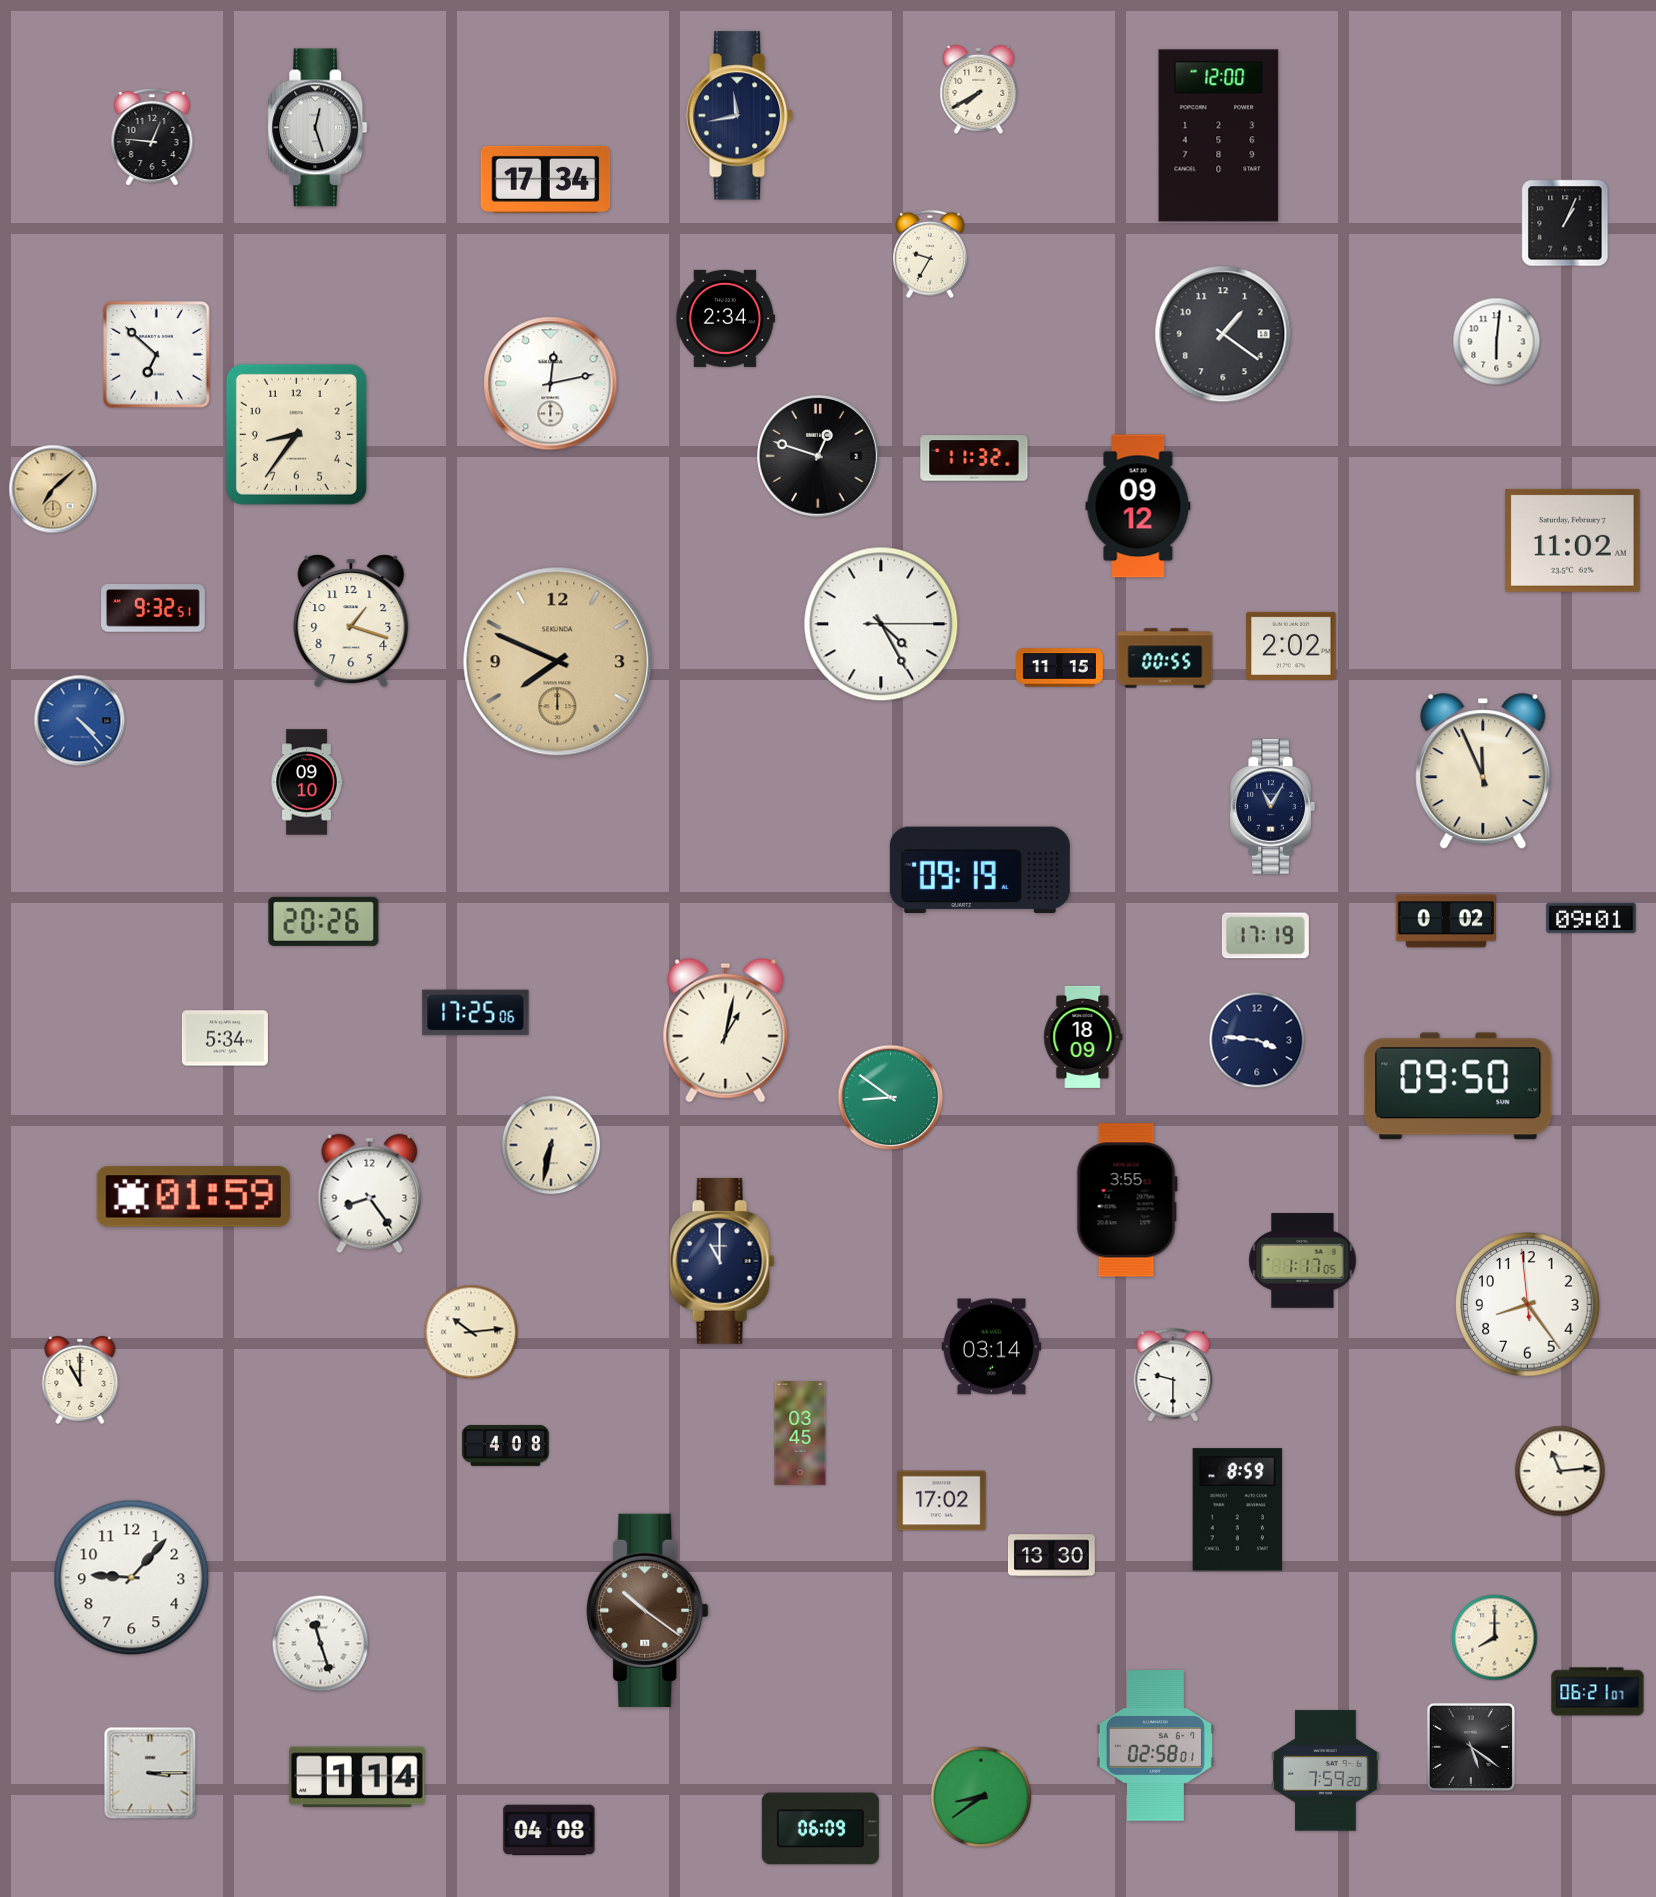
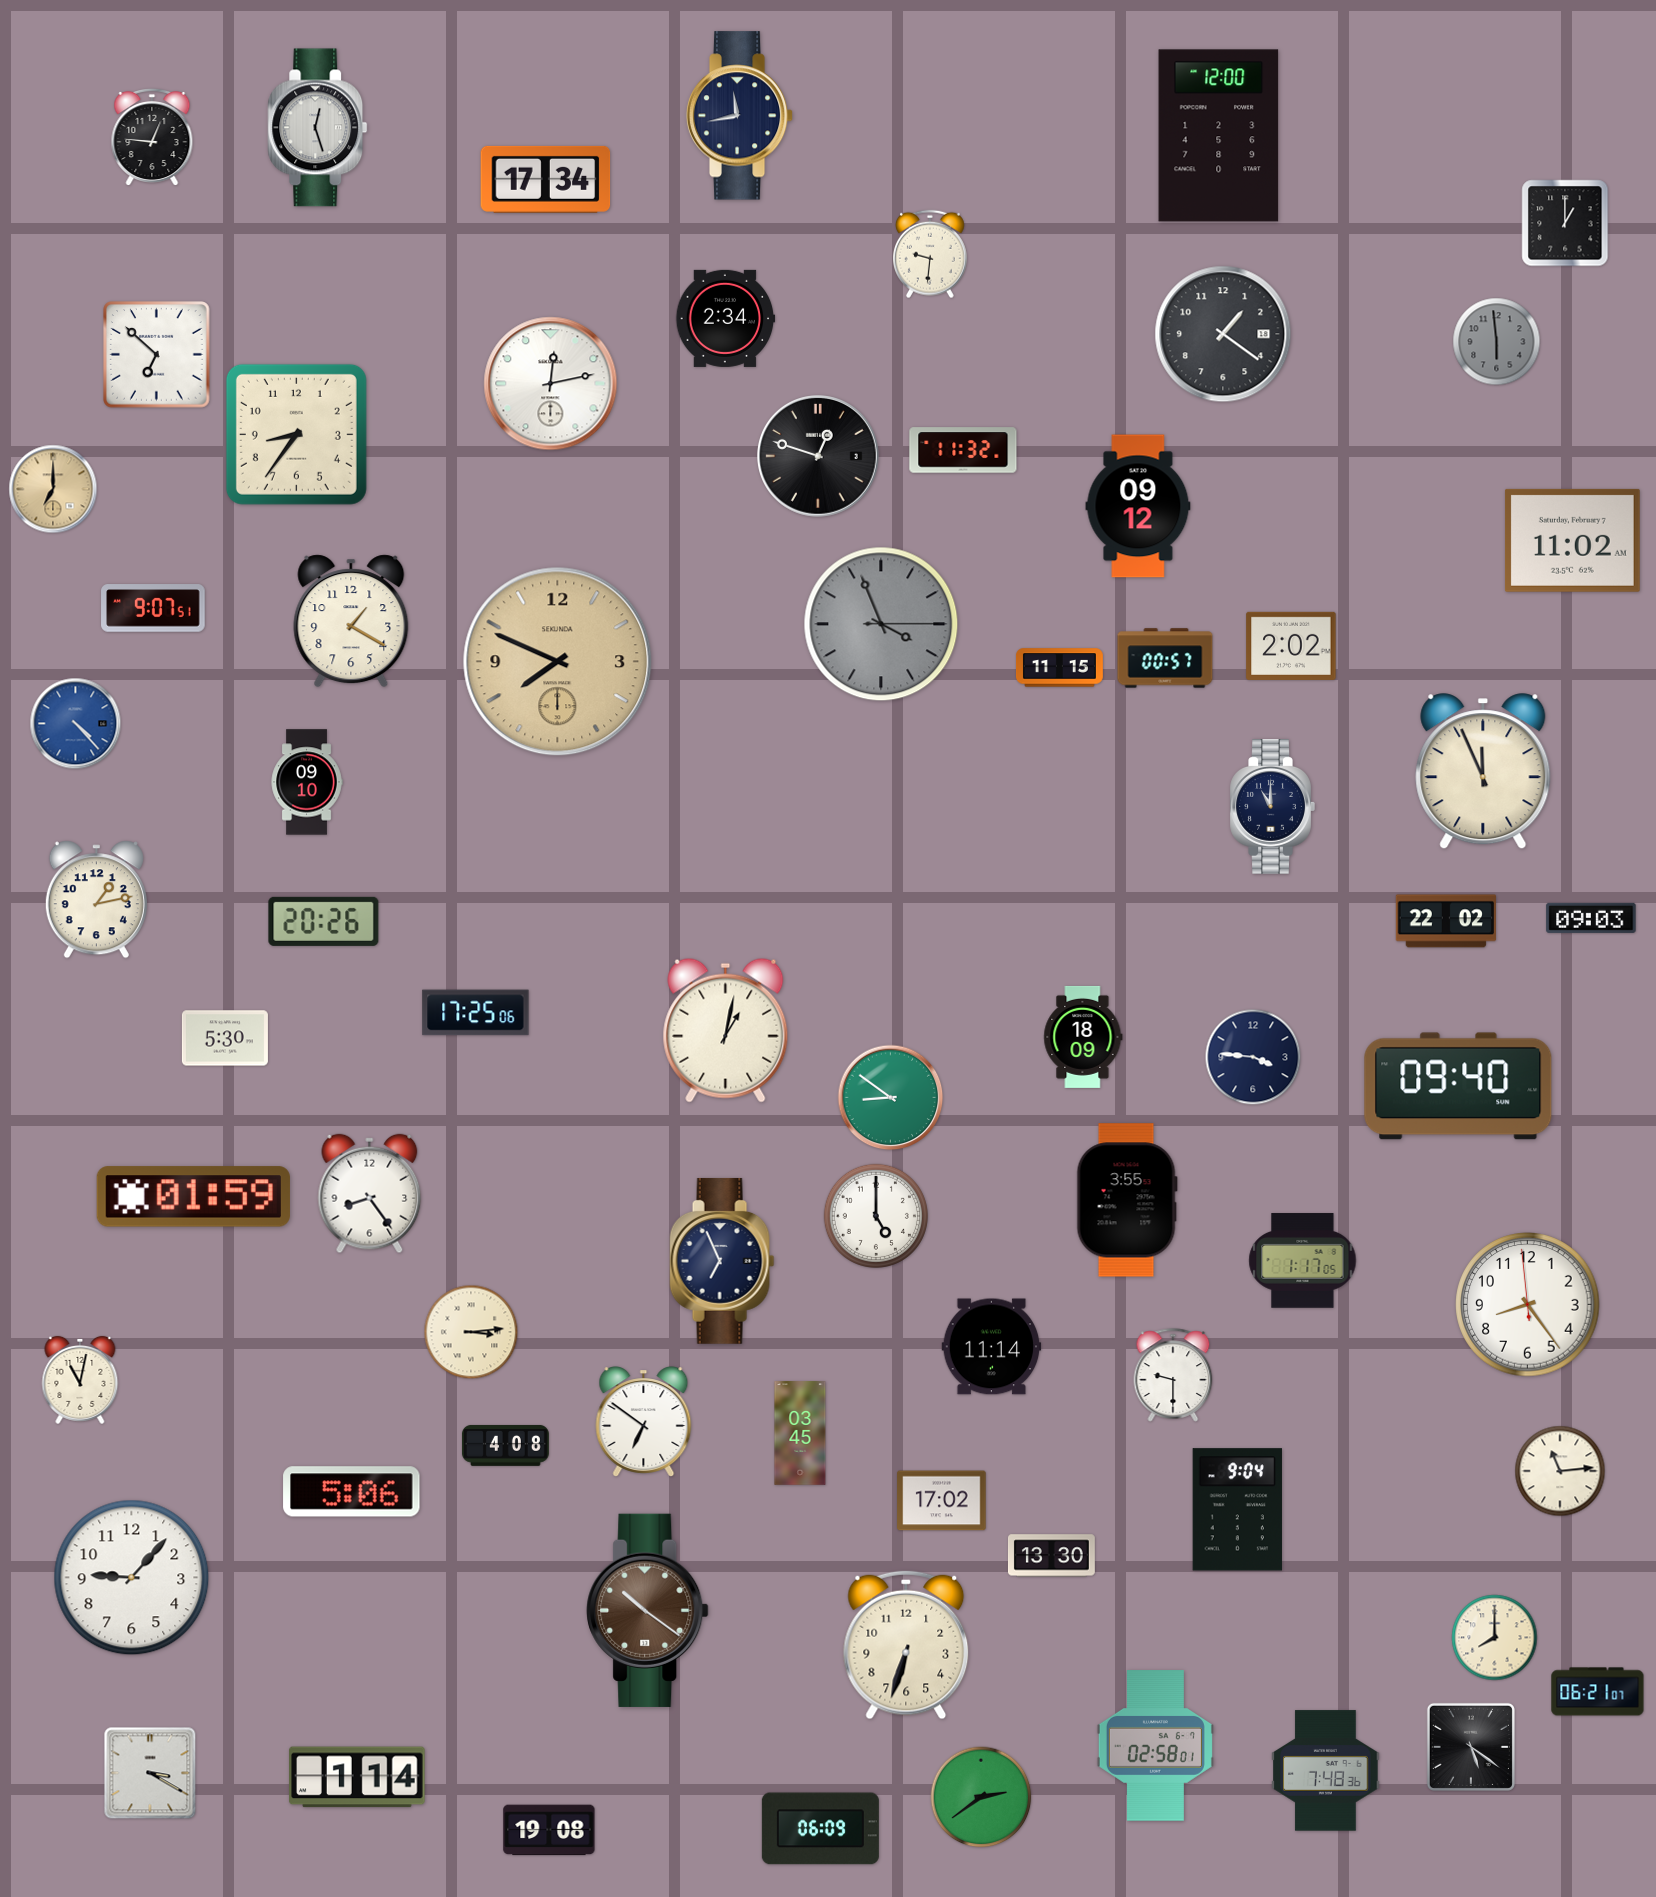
clock at (979, 89): 7:40 -> none
clock at (1565, 223): 1:04 -> 1:00
clock at (930, 254): 9:35 -> 9:31
clock at (1497, 342): 6:01 -> 5:59
clock at (1497, 342) dial: white -> grey
clock at (974, 458) position: (974, 458) -> (963, 450)
clock at (53, 489): 7:08 -> 7:00
clock at (153, 608): 9:32 -> 9:07
clock at (351, 621): 1:18 -> 1:20
clock at (881, 624): 4:25 -> 3:56
clock at (881, 624) dial: white -> grey
clock at (1165, 658): 00:55 -> 00:57
clock at (80, 721) position: (80, 721) -> (76, 724)
clock at (1272, 807): 11:05 -> 11:00
clock at (980, 870): 09:19 -> none
clock at (96, 900): none -> 1:13
clock at (1591, 918): 09:01 -> 09:03
clock at (1446, 921): 0:02 -> 22:02
clock at (1265, 936): 17:19 -> none
clock at (225, 1038): 5:34 -> 5:30
clock at (1257, 1040) position: (1257, 1040) -> (1253, 1057)
clock at (1458, 1086): 09:50 -> 09:40
clock at (551, 1145): 6:32 -> none
clock at (876, 1216): none -> 5:00
clock at (722, 1261): 11:00 -> 6:56
clock at (471, 1332): 10:14 -> 3:14
clock at (992, 1347): 03:14 -> 11:14
clock at (80, 1380): 11:00 -> 11:02
clock at (644, 1422): none -> 6:51
clock at (352, 1492): none -> 5:06
clock at (1237, 1510): 8:59 -> 9:04
clock at (321, 1644): 11:27 -> none
clock at (906, 1645): none -> 6:33
clock at (1326, 1771): 7:59 -> 7:48
clock at (150, 1773): 3:15 -> 3:20
clock at (981, 1797): 8:39 -> 2:39
clock at (549, 1830): 04:08 -> 19:08
